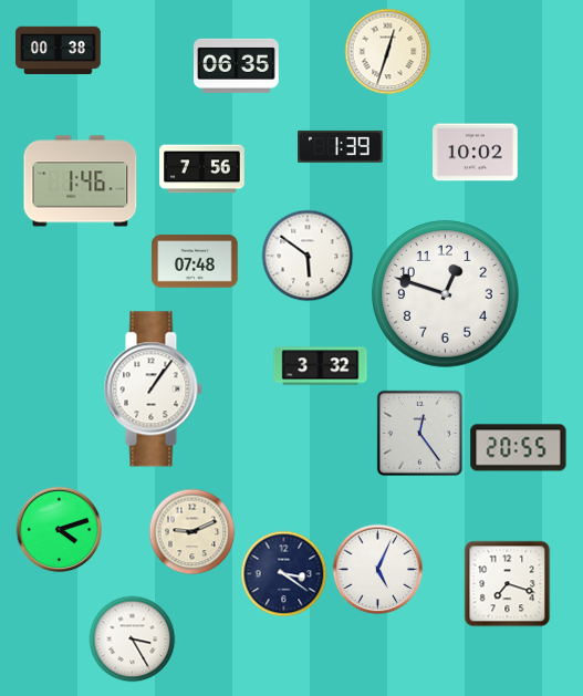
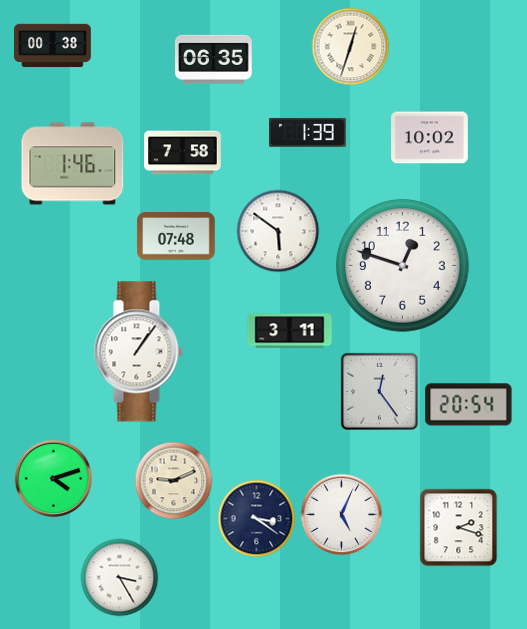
clock at (202, 169): 7:56 -> 7:58
clock at (321, 366): 3:32 -> 3:11
clock at (519, 448): 20:55 -> 20:54
clock at (507, 583): 7:18 -> 2:18
